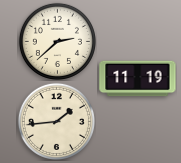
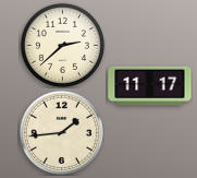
clock at (138, 79): 11:19 -> 11:17
